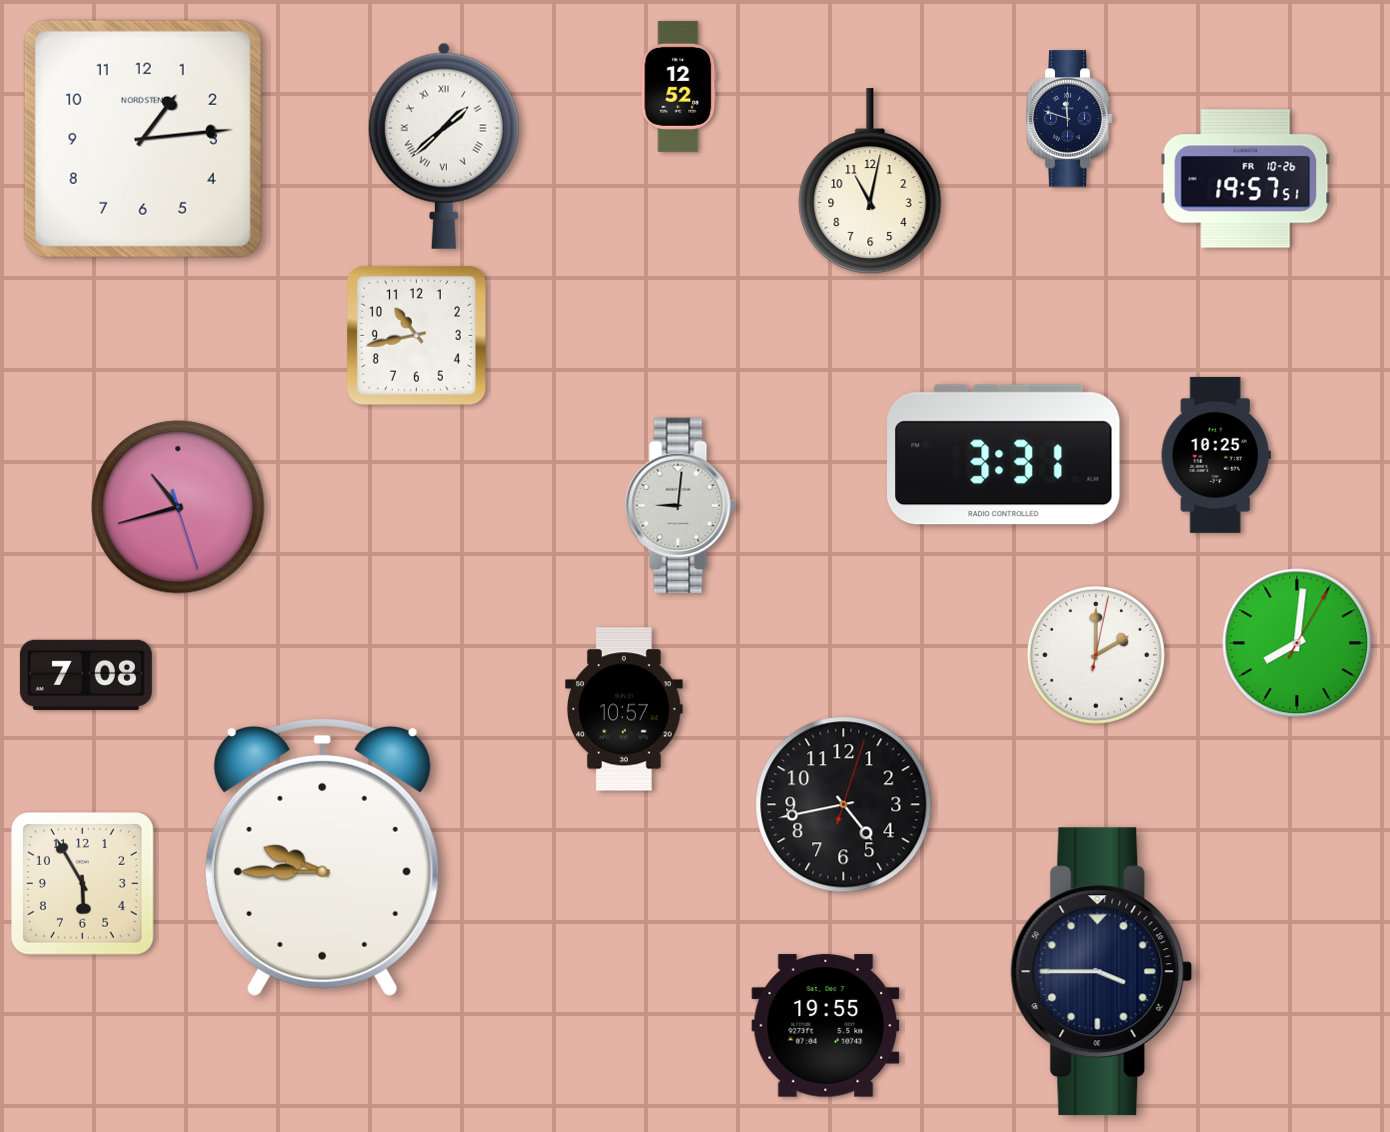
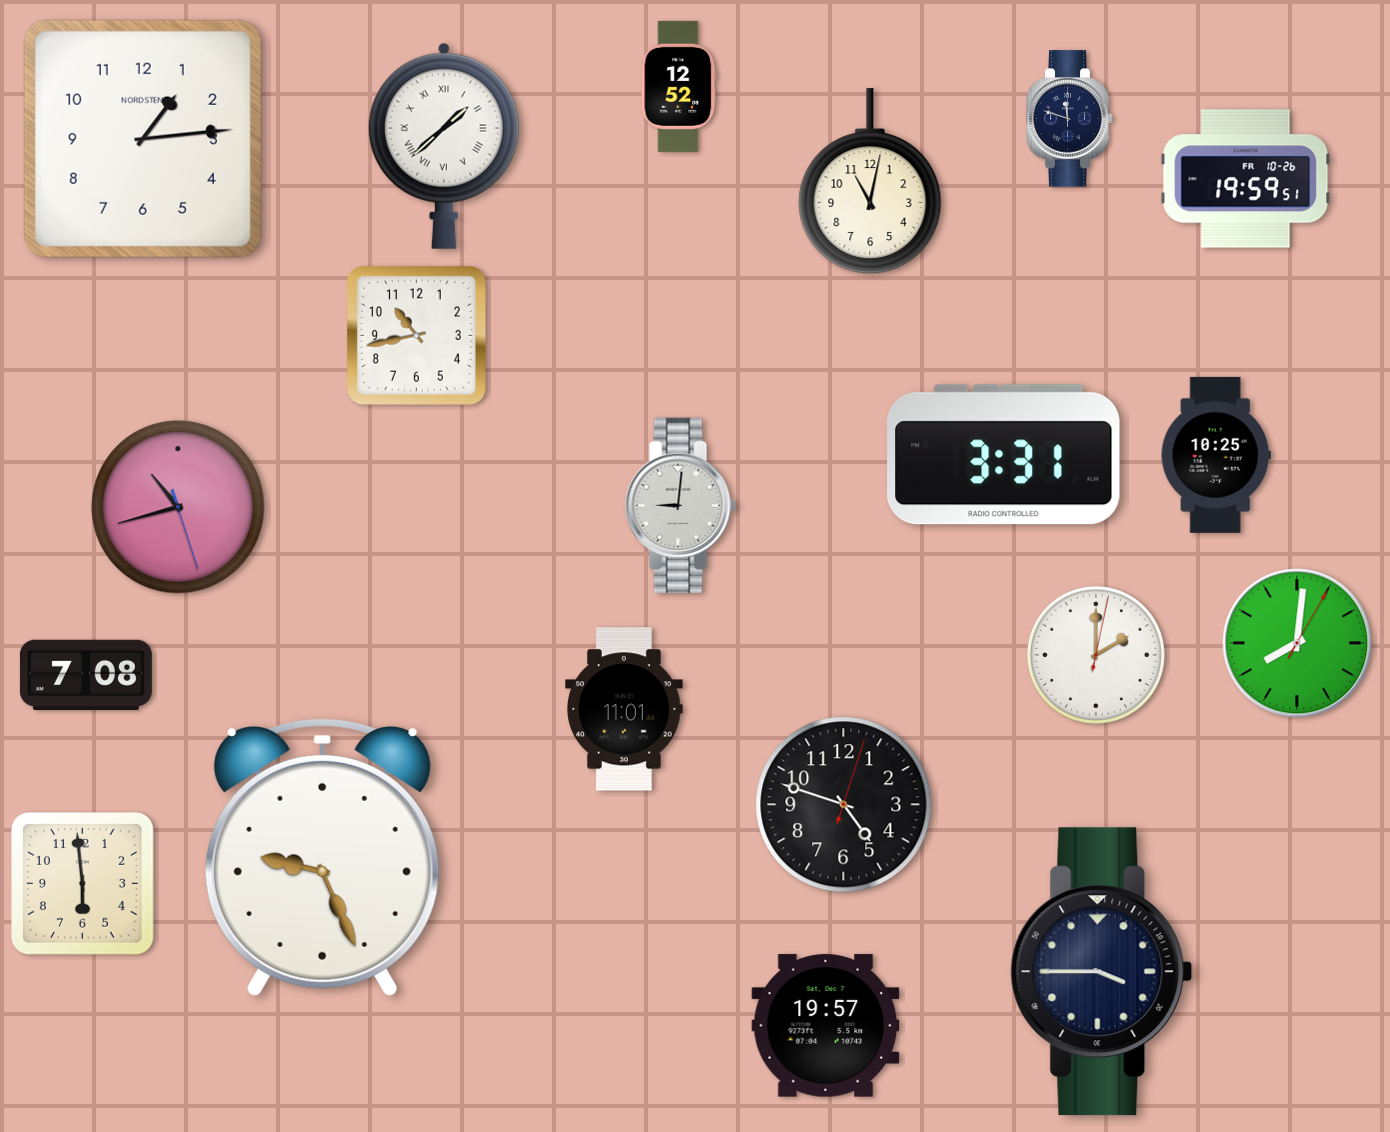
clock at (1246, 179): 19:57 -> 19:59
clock at (624, 709): 10:57 -> 11:01
clock at (844, 805): 4:43 -> 4:48
clock at (322, 857): 9:45 -> 9:26
clock at (83, 884): 5:55 -> 5:59
clock at (826, 1026): 19:55 -> 19:57
